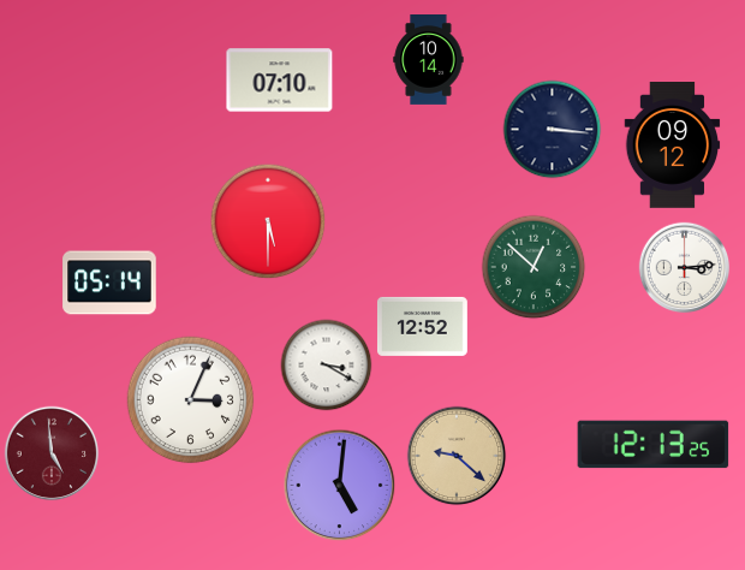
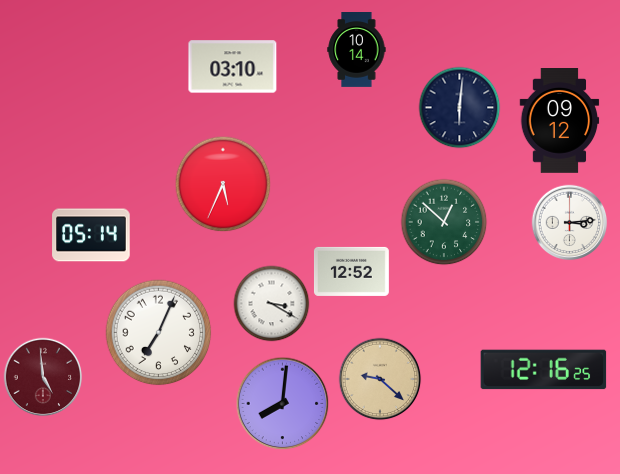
clock at (280, 81): 07:10 -> 03:10
clock at (553, 130): 3:16 -> 6:01
clock at (268, 221): 5:30 -> 5:34
clock at (191, 400): 3:04 -> 7:04
clock at (654, 445): 12:13 -> 12:16
clock at (340, 486): 5:01 -> 8:01
